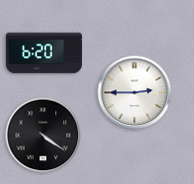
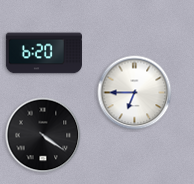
clock at (135, 93): 2:45 -> 6:45
